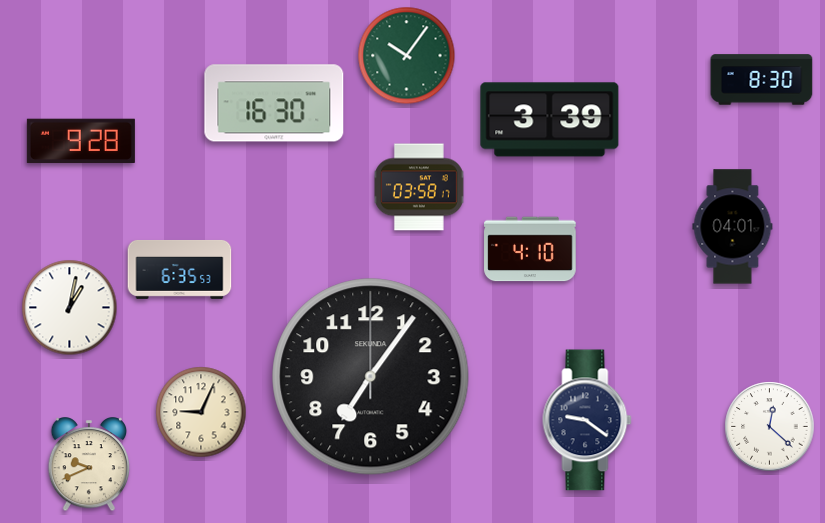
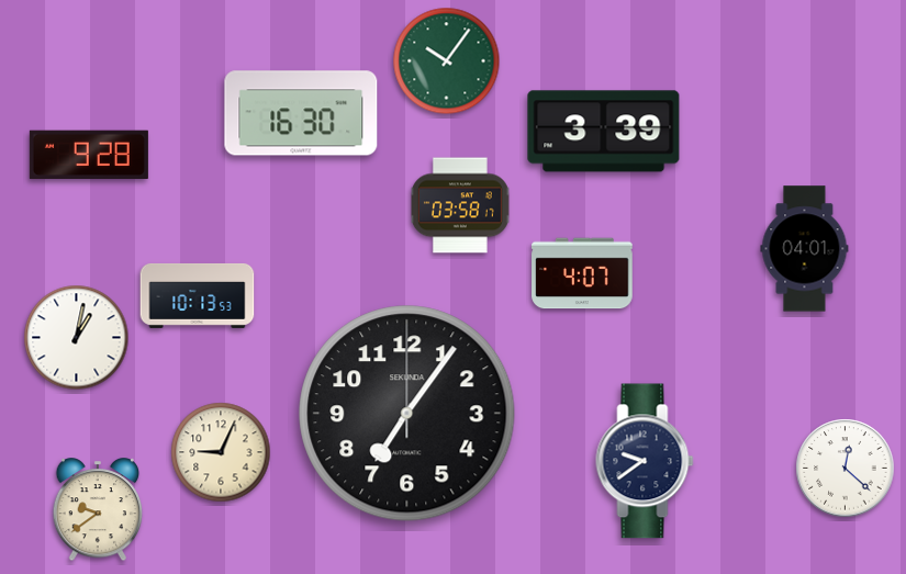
clock at (762, 80): 8:30 -> none
clock at (530, 249): 4:10 -> 4:07
clock at (180, 269): 6:35 -> 10:13
clock at (587, 420): 9:21 -> 9:39
clock at (89, 465): 9:41 -> 9:39
